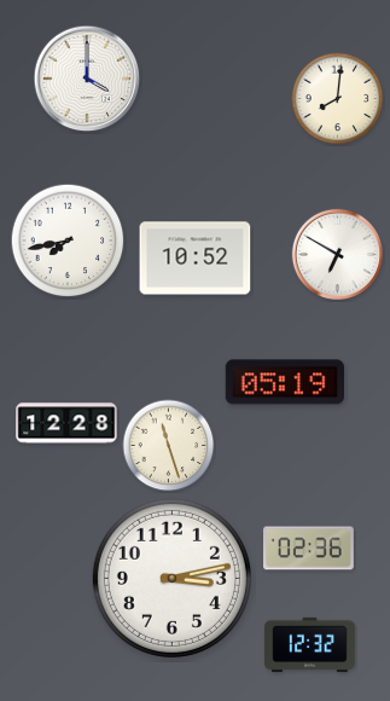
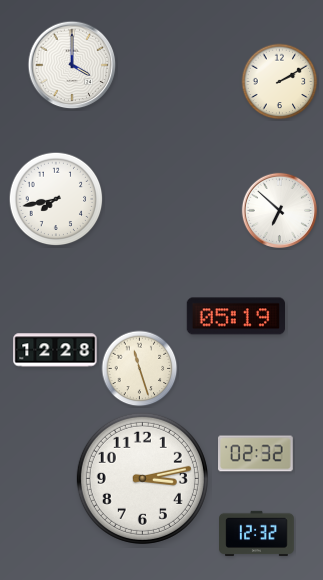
clock at (338, 99): 8:01 -> 2:10
clock at (337, 254): 6:50 -> 6:52
clock at (196, 259): 10:52 -> none
clock at (309, 549): 02:36 -> 02:32
